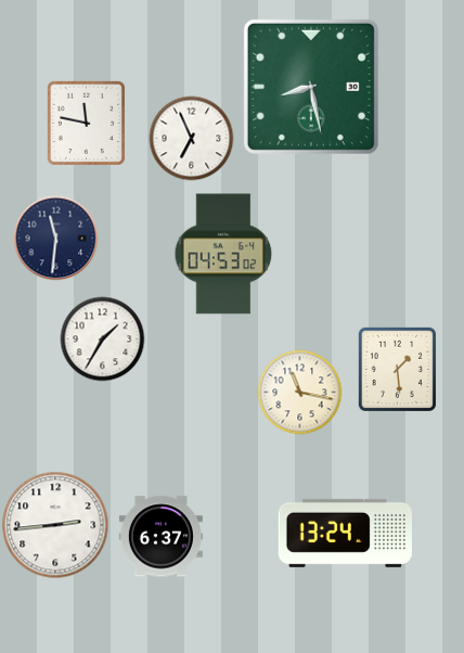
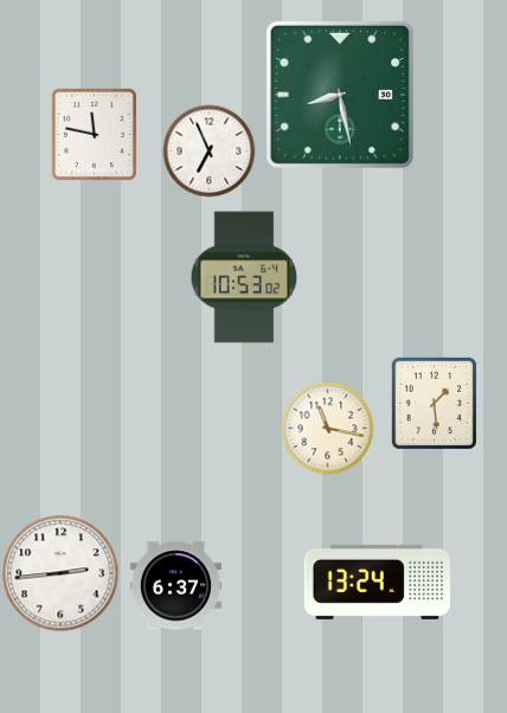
clock at (55, 238): 11:31 -> none
clock at (223, 254): 04:53 -> 10:53
clock at (102, 338): 1:35 -> none
